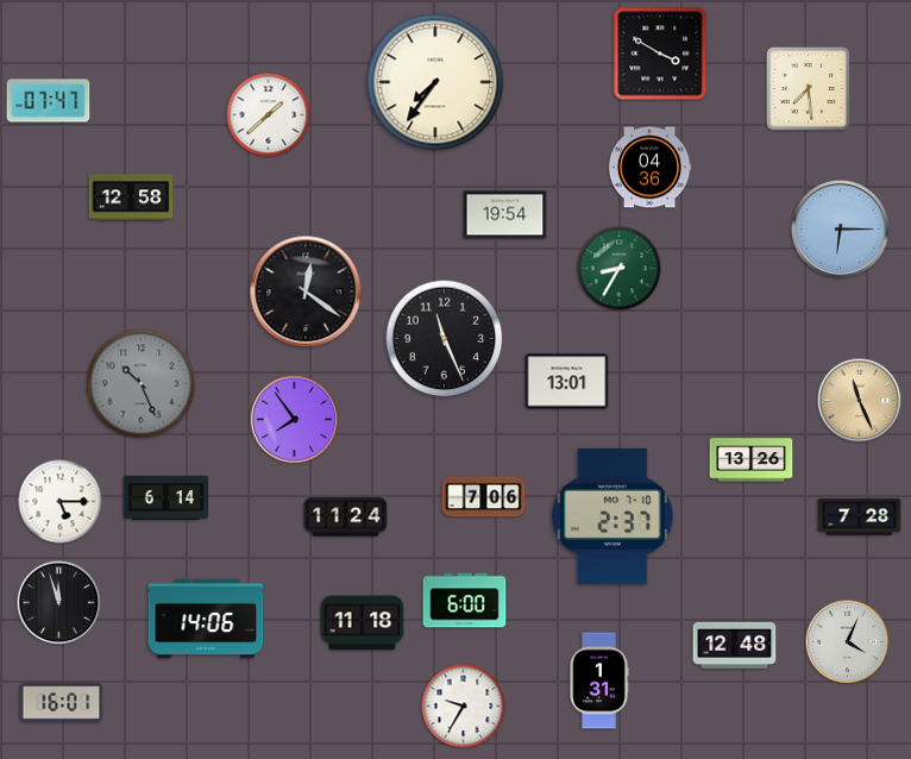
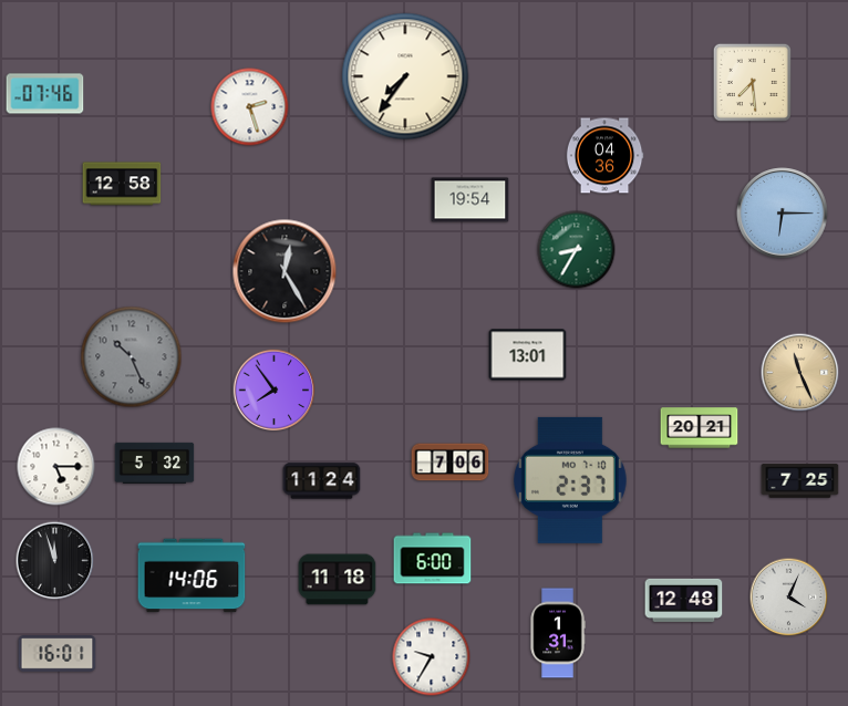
clock at (660, 54): 3:50 -> none
clock at (49, 101): 07:47 -> 07:46
clock at (269, 115): 1:38 -> 2:27
clock at (306, 291): 12:21 -> 12:25
clock at (445, 339): 11:26 -> none
clock at (752, 460): 13:26 -> 20:21
clock at (167, 497): 6:14 -> 5:32
clock at (860, 517): 7:28 -> 7:25
